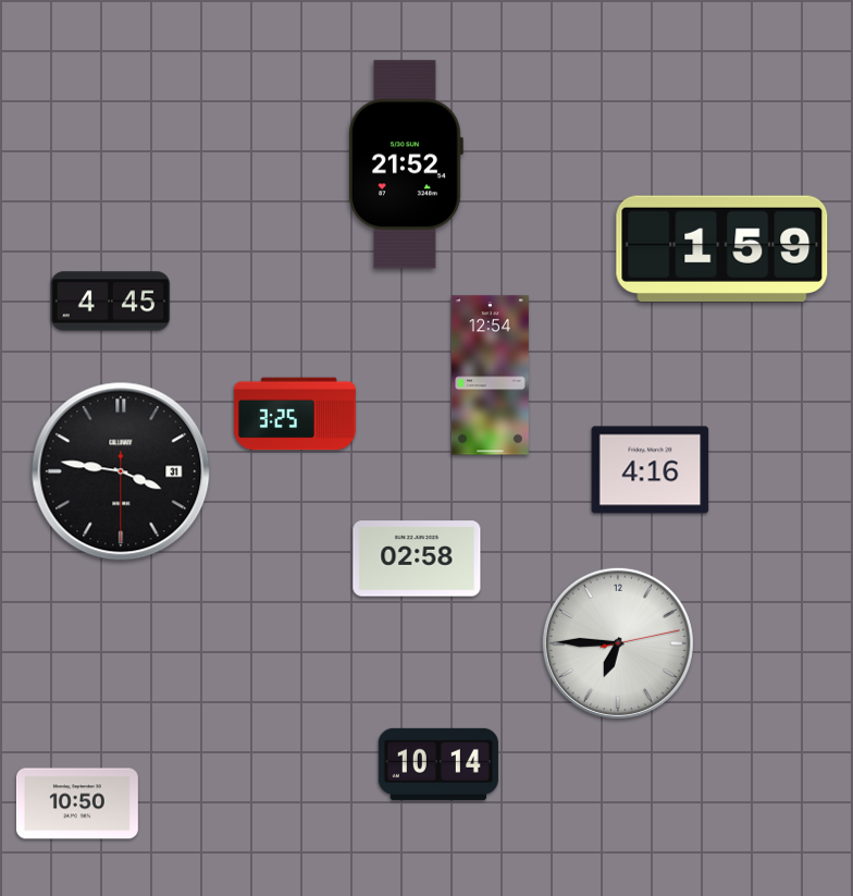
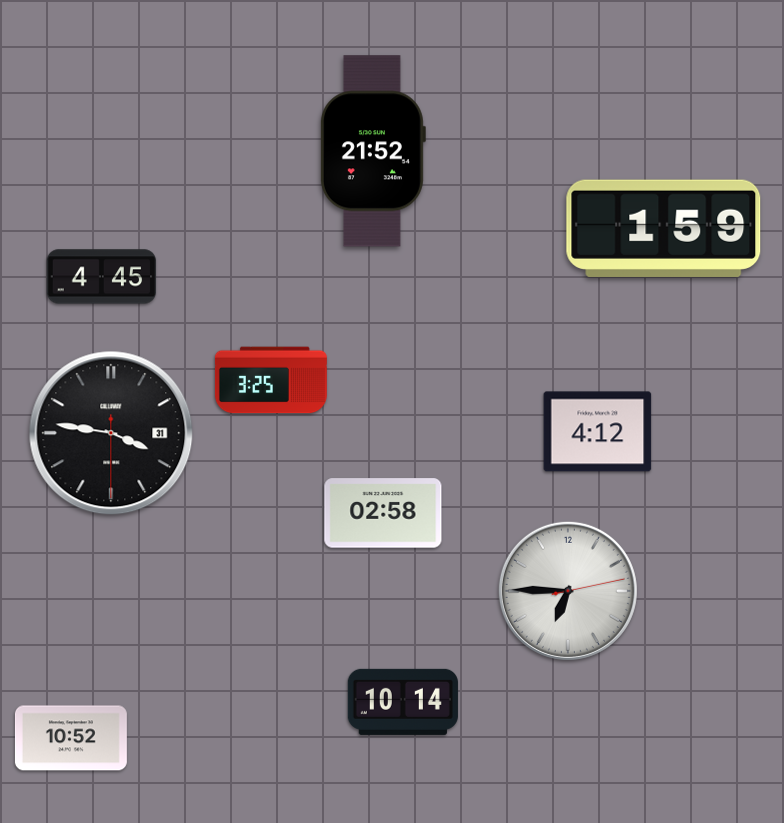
clock at (490, 376): 12:54 -> none
clock at (651, 470): 4:16 -> 4:12
clock at (77, 803): 10:50 -> 10:52
